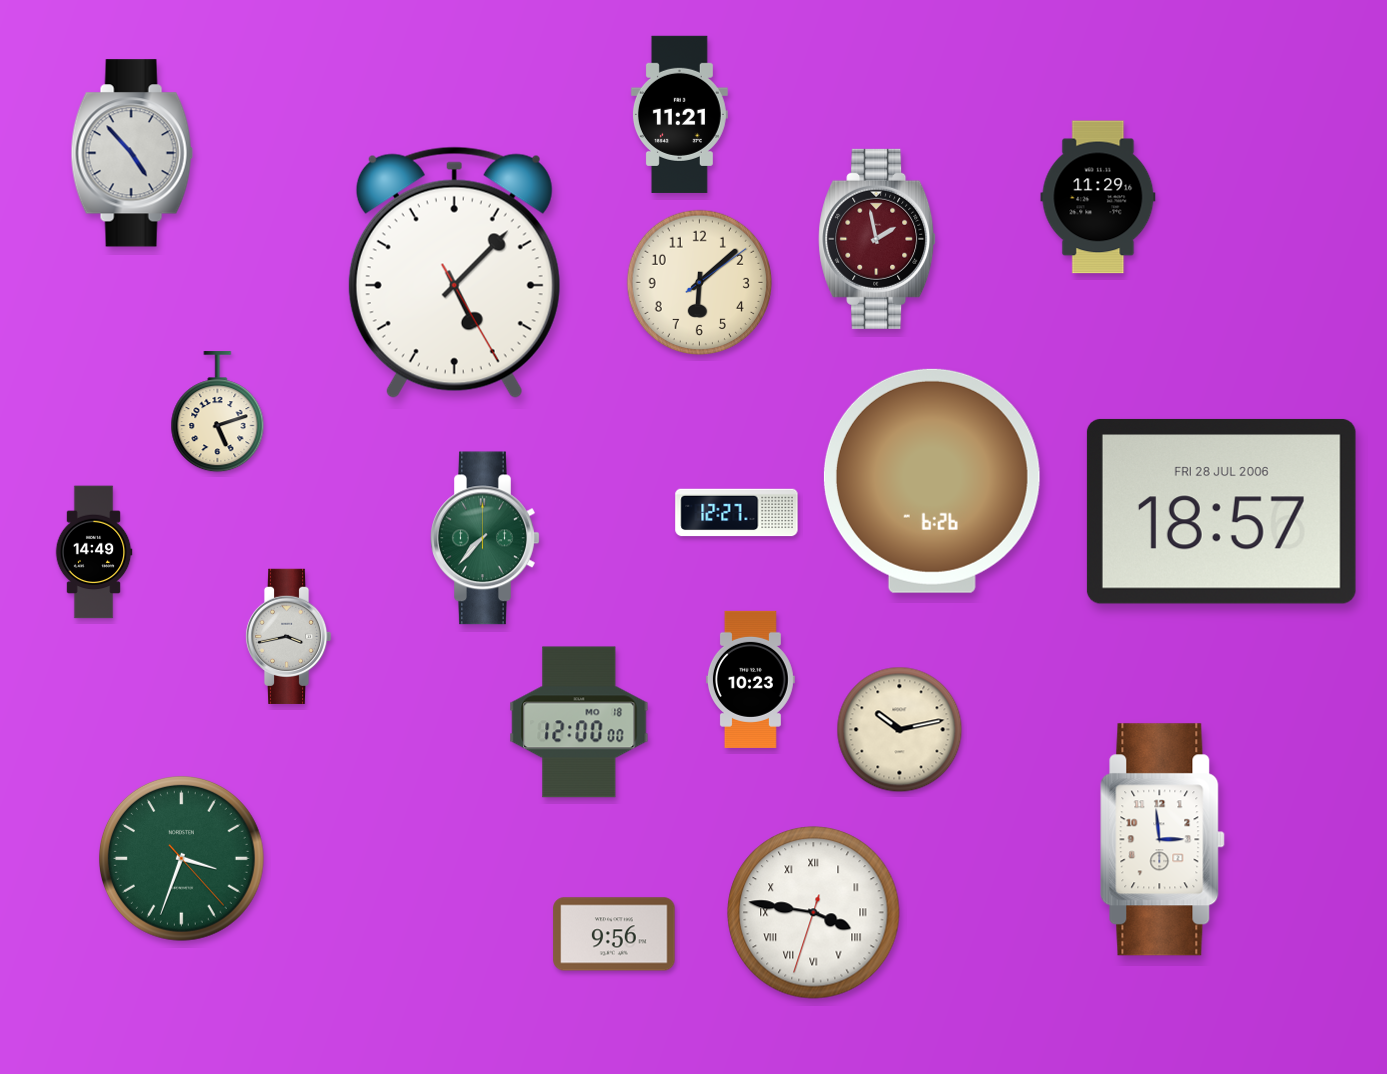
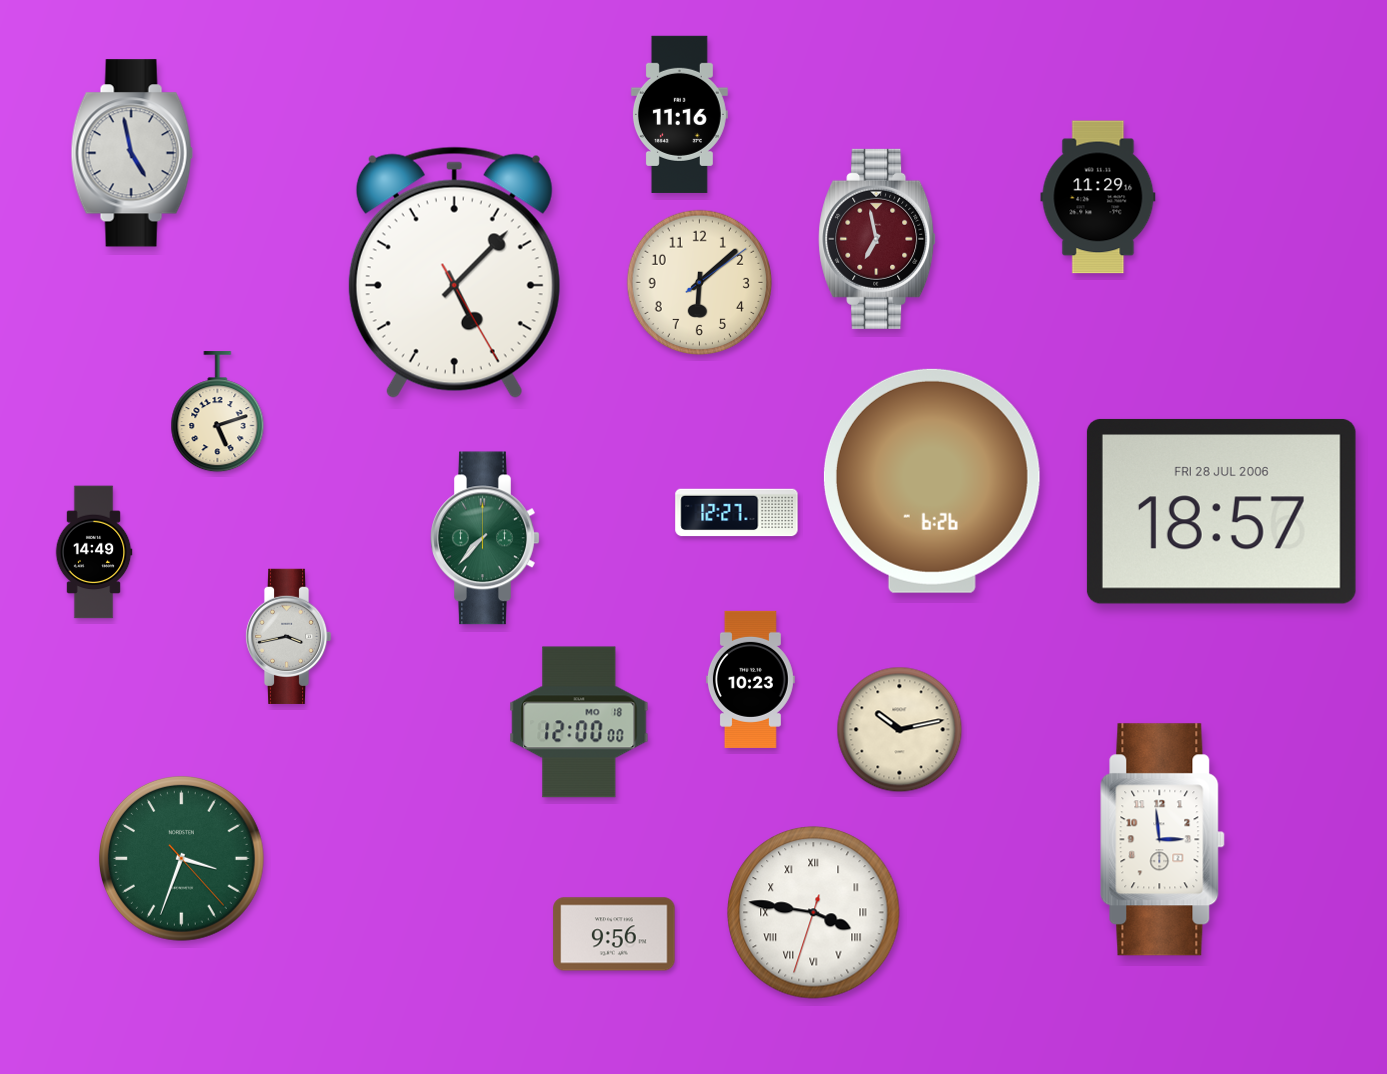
clock at (679, 114): 11:21 -> 11:16
clock at (132, 153): 4:53 -> 4:58
clock at (878, 239): 1:58 -> 6:58
